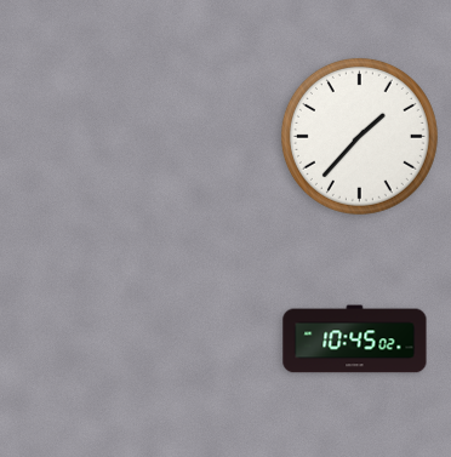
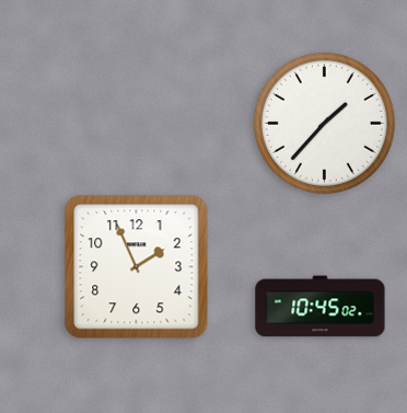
clock at (137, 267): none -> 1:56
